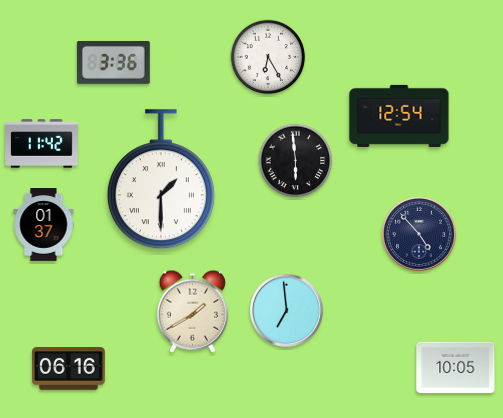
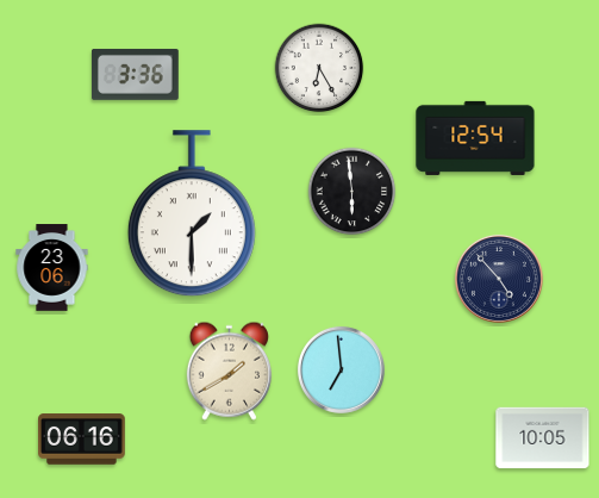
clock at (42, 144): 11:42 -> none
clock at (44, 225): 01:37 -> 23:06
